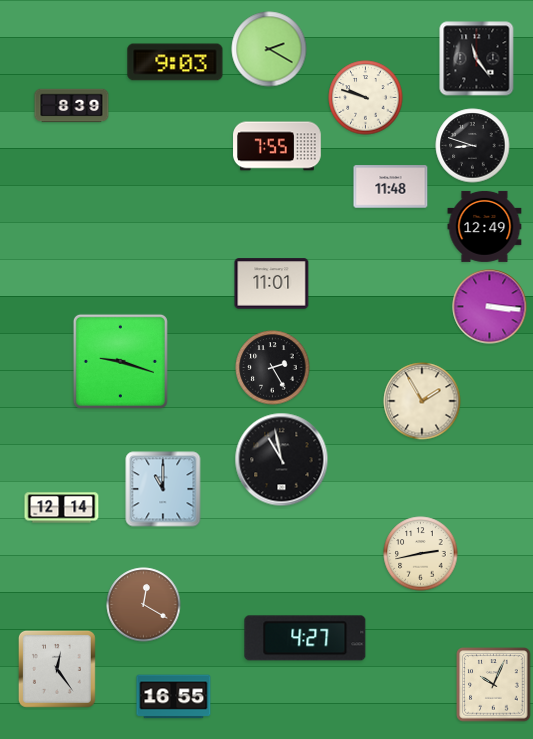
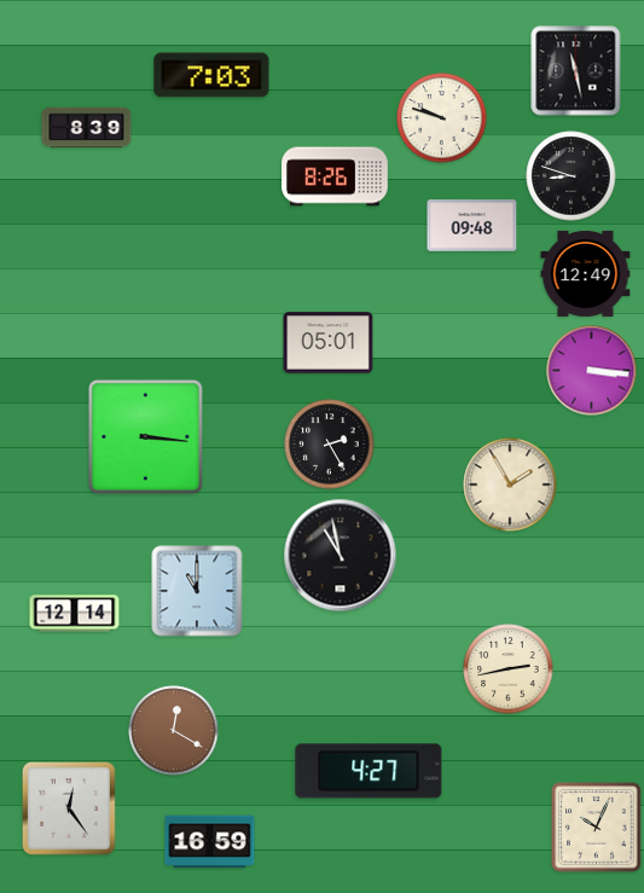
clock at (269, 49): 2:20 -> none
clock at (477, 59): 11:24 -> 11:28
clock at (175, 62): 9:03 -> 7:03
clock at (277, 146): 7:55 -> 8:26
clock at (391, 187): 11:48 -> 09:48
clock at (272, 284): 11:01 -> 05:01
clock at (120, 361): 9:18 -> 3:16
clock at (174, 697): 16:55 -> 16:59
